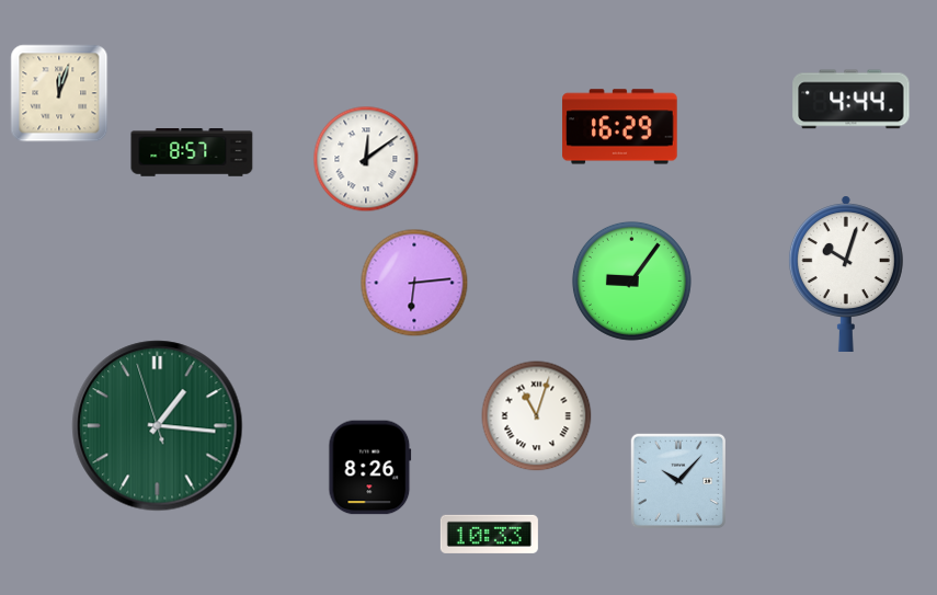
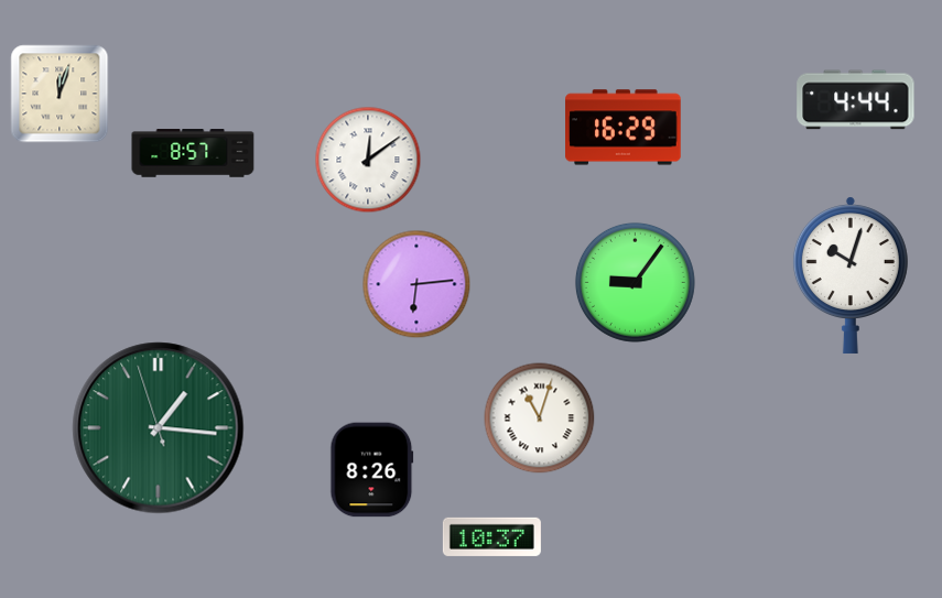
clock at (678, 481): 10:07 -> none
clock at (489, 534): 10:33 -> 10:37
